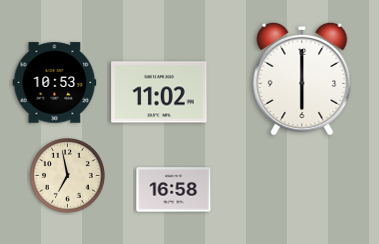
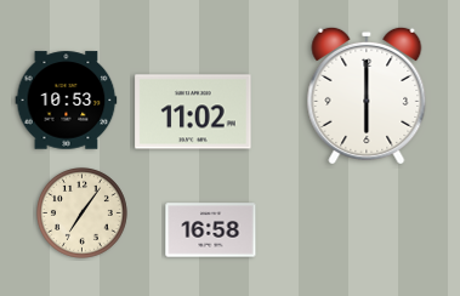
clock at (68, 176): 6:58 -> 7:06
